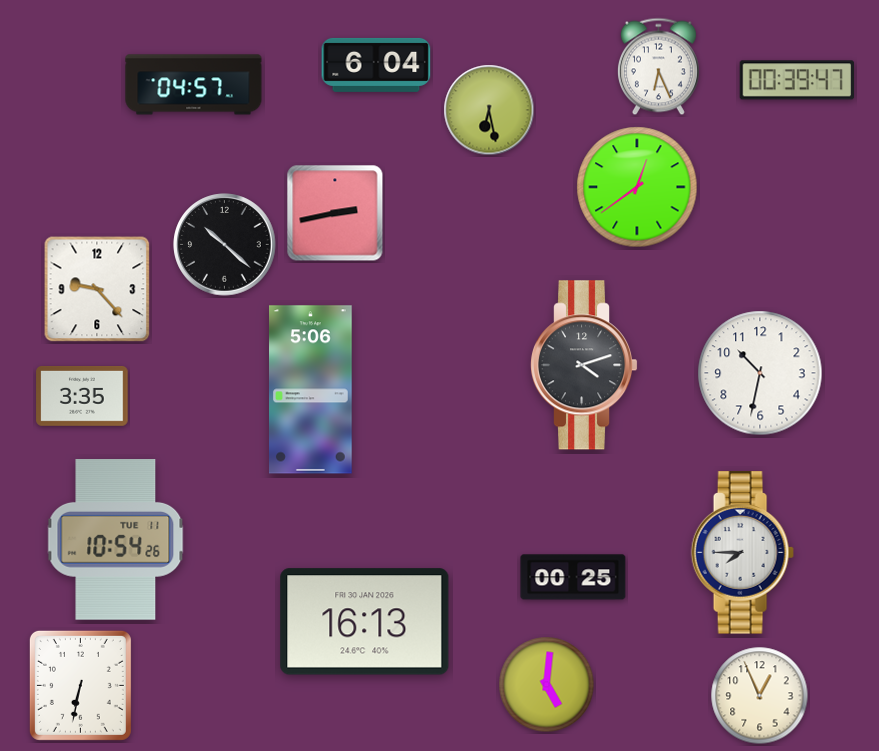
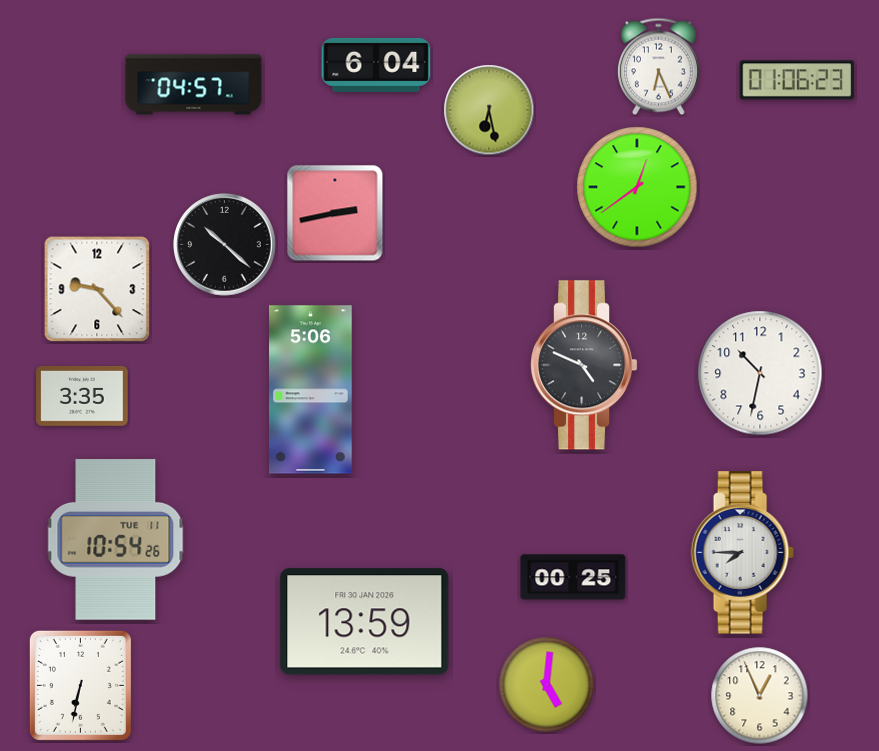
clock at (797, 80): 00:39 -> 01:06
clock at (584, 365): 4:12 -> 4:49
clock at (365, 622): 16:13 -> 13:59
